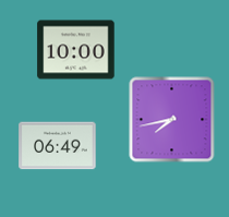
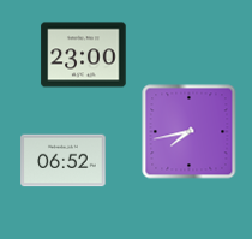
clock at (76, 50): 10:00 -> 23:00
clock at (58, 146): 06:49 -> 06:52
